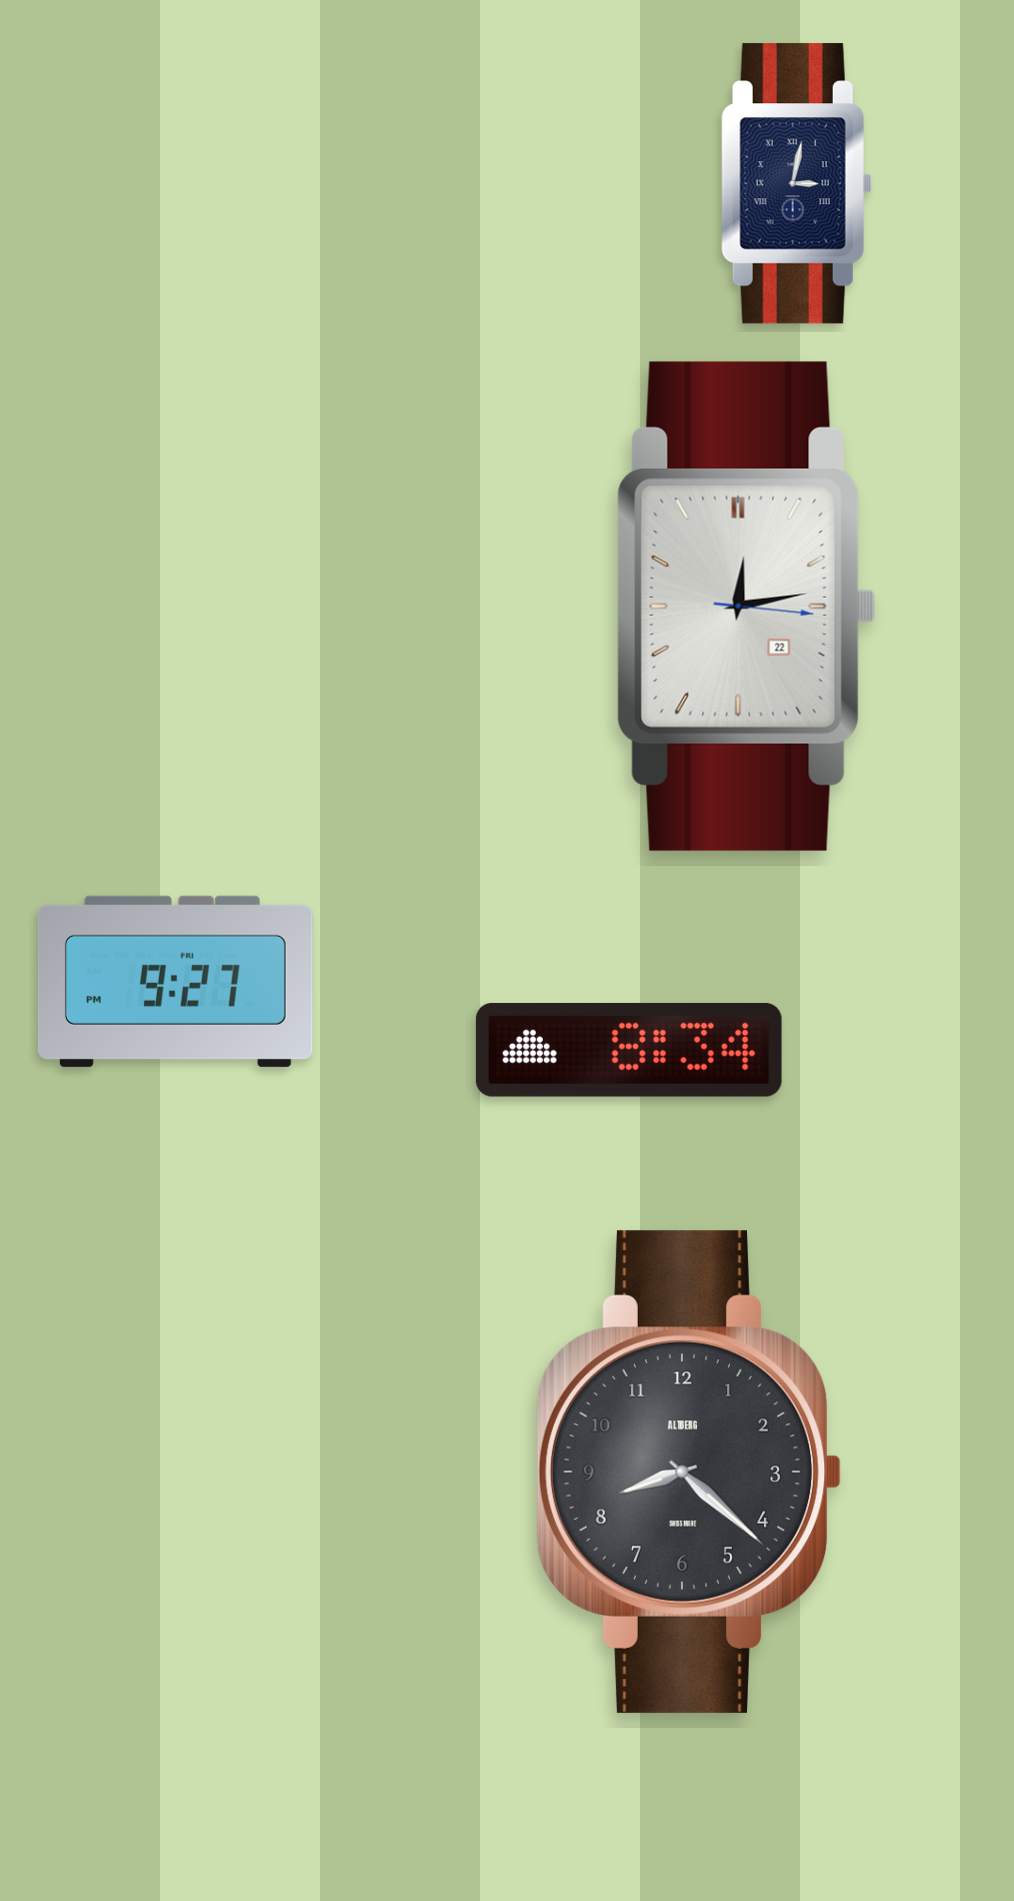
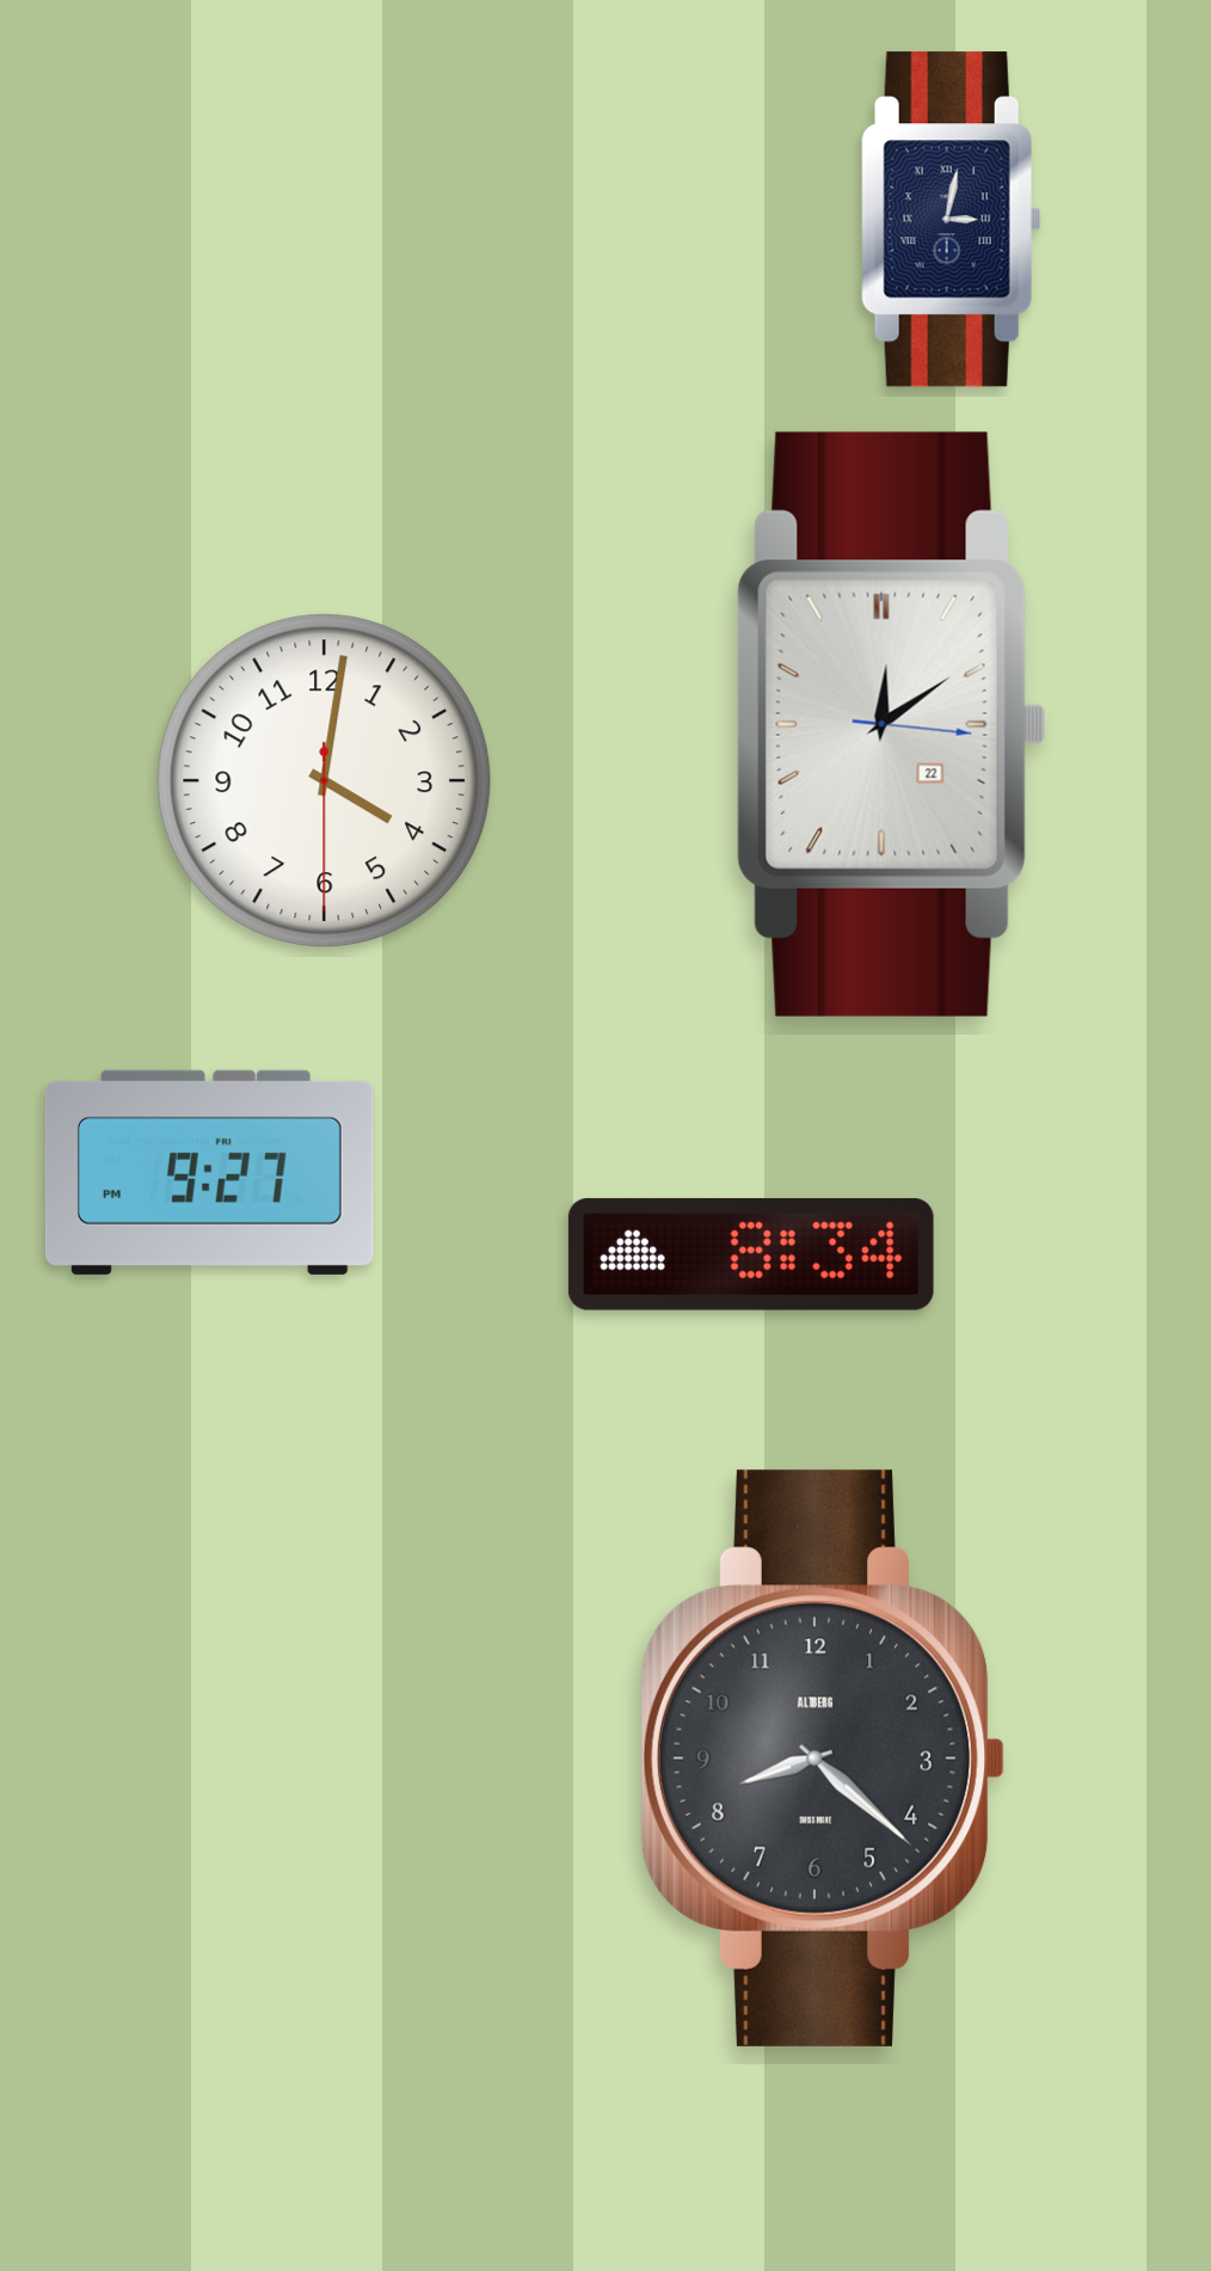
clock at (747, 606): 12:13 -> 12:09
clock at (325, 781): none -> 4:01
